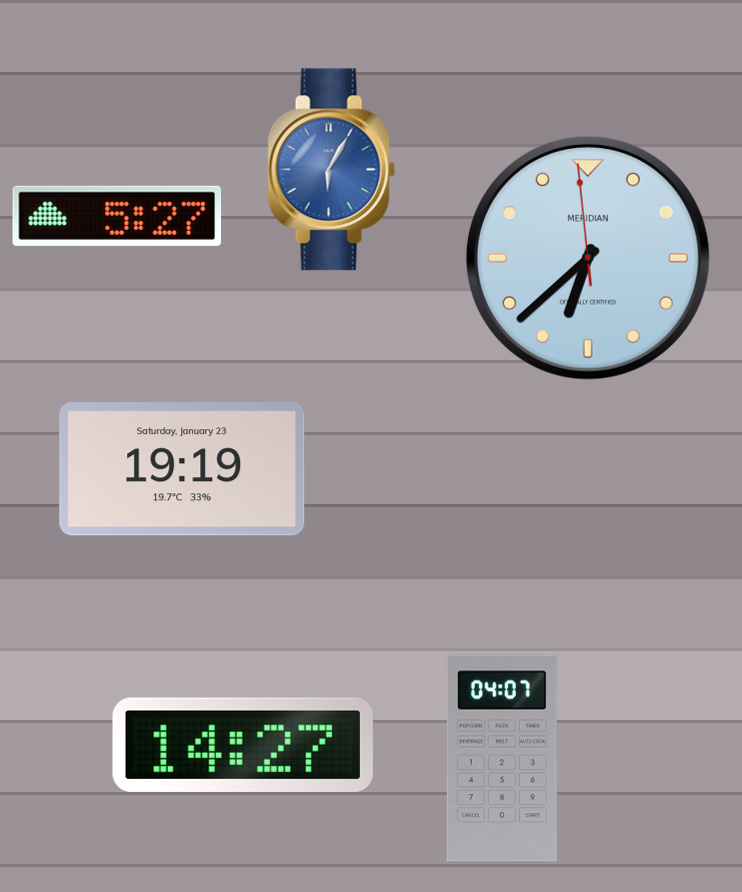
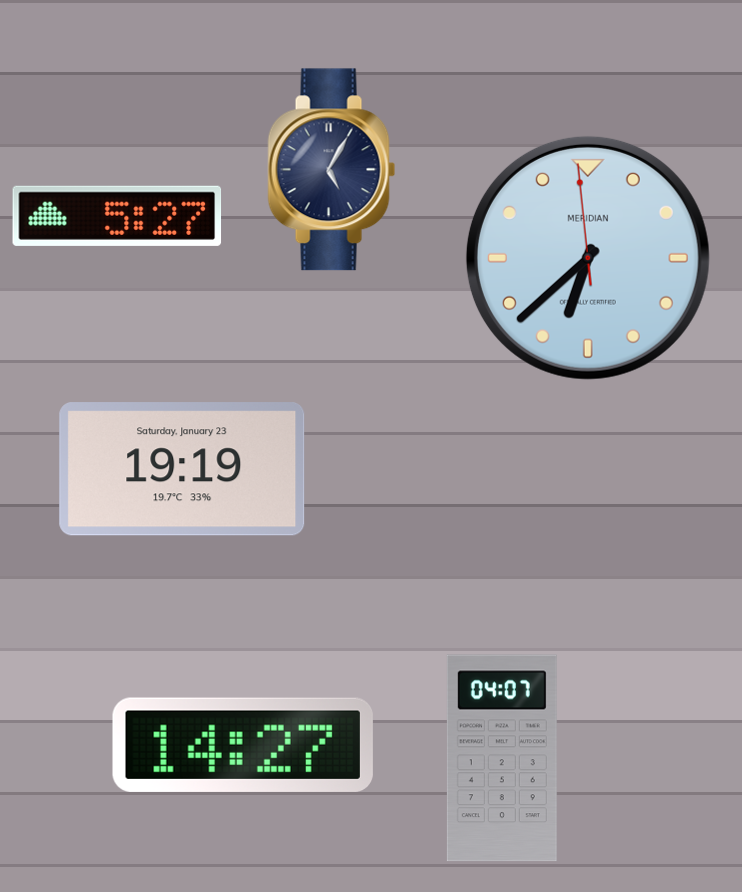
clock at (332, 170): 6:05 -> 5:05
clock at (332, 170) dial: blue -> navy
